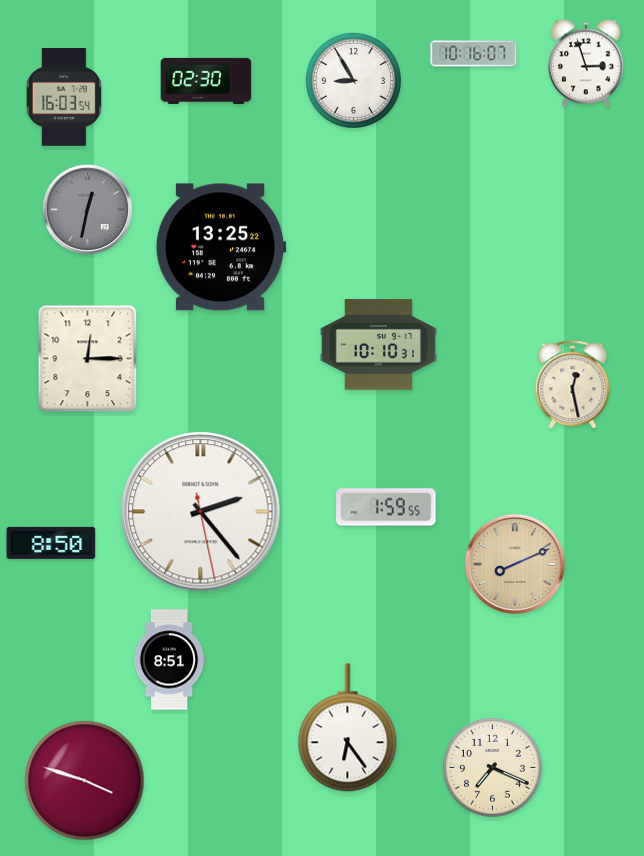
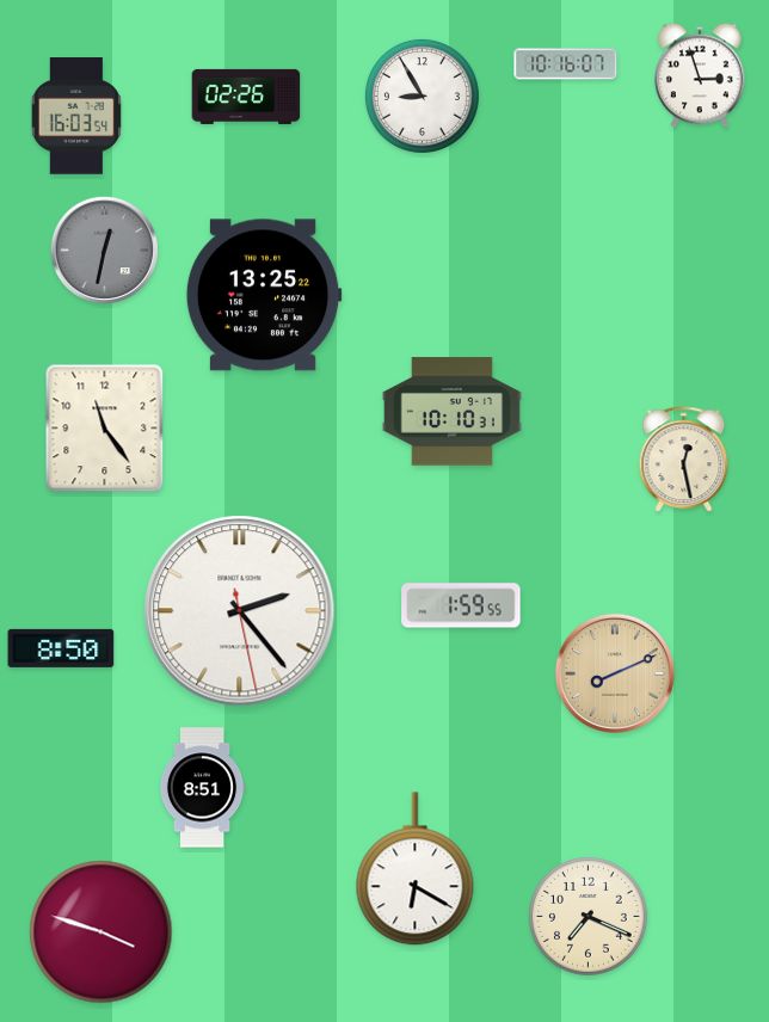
clock at (206, 81): 02:30 -> 02:26
clock at (88, 359): 12:15 -> 11:24
clock at (348, 728): 6:24 -> 6:20
